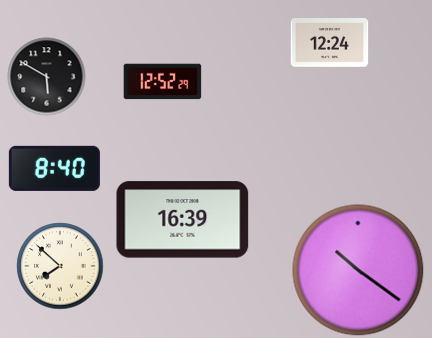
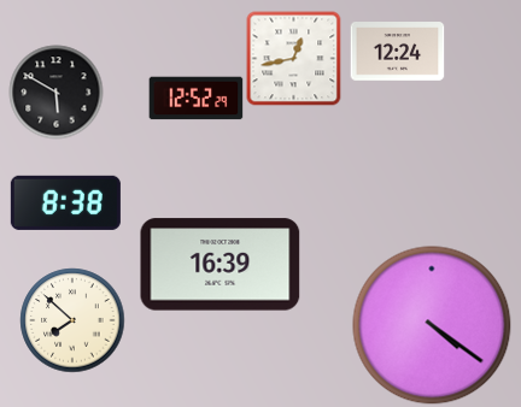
clock at (293, 58): none -> 12:43
clock at (54, 168): 8:40 -> 8:38
clock at (358, 270): 10:21 -> 4:21
